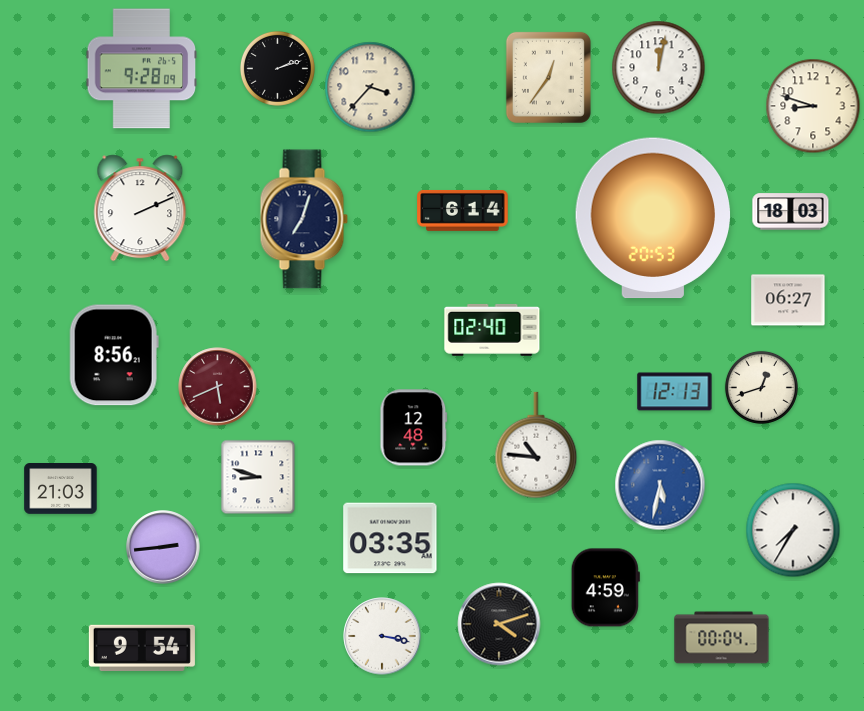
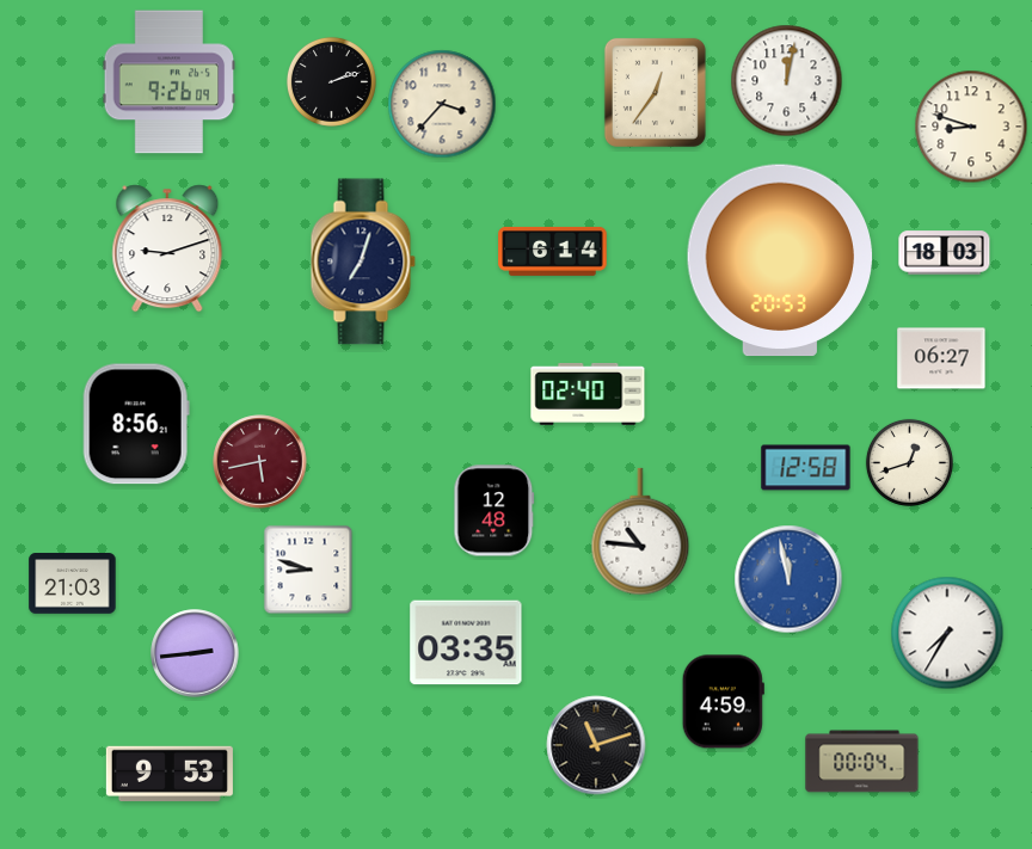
clock at (142, 69): 9:28 -> 9:26
clock at (140, 208): 2:11 -> 9:12
clock at (218, 387): 5:41 -> 5:43
clock at (675, 392): 12:13 -> 12:58
clock at (660, 485): 5:32 -> 11:58
clock at (499, 624): 4:12 -> 11:12
clock at (382, 636): 3:17 -> none
clock at (142, 647): 9:54 -> 9:53
